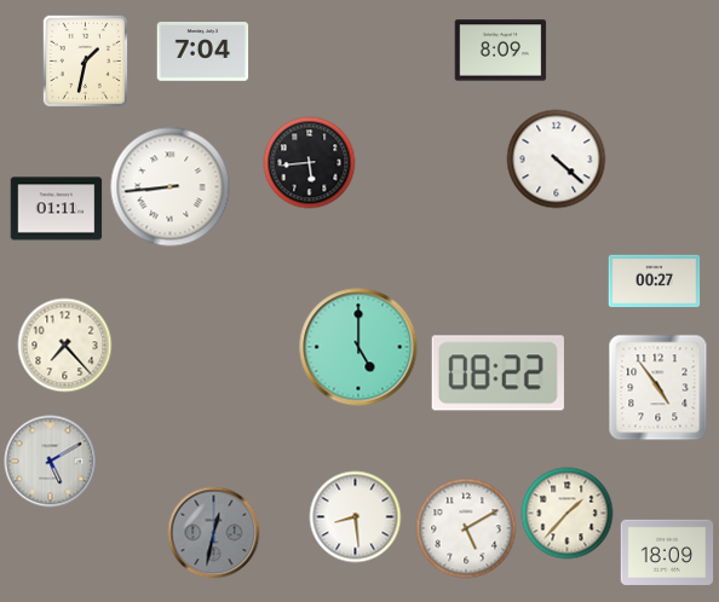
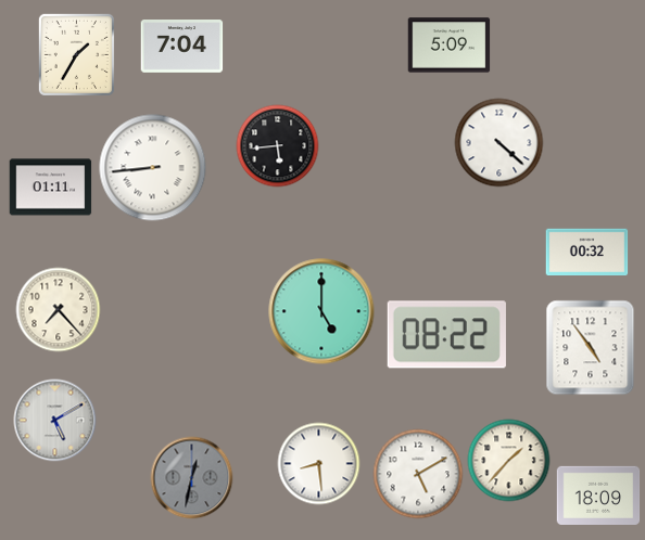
clock at (501, 51): 8:09 -> 5:09
clock at (85, 60): 1:32 -> 1:35
clock at (655, 280): 00:27 -> 00:32
clock at (51, 462) position: (51, 462) -> (55, 421)
